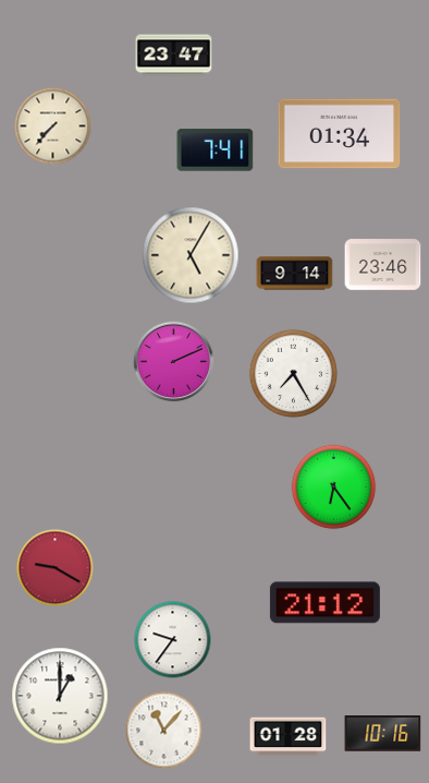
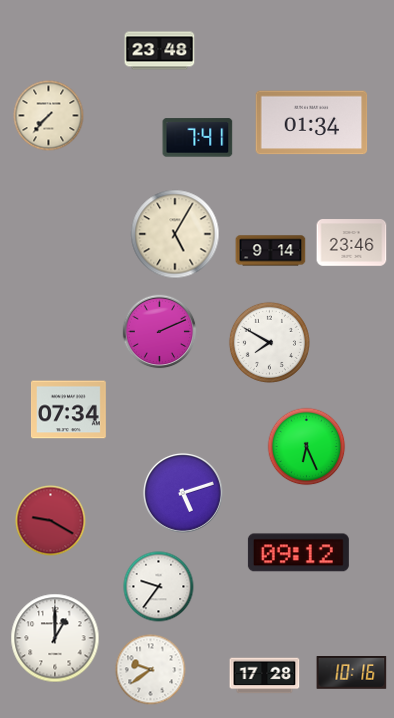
clock at (174, 56): 23:47 -> 23:48
clock at (293, 373): 7:25 -> 7:50
clock at (69, 410): none -> 07:34
clock at (334, 487): 6:24 -> 6:26
clock at (183, 493): none -> 5:12
clock at (324, 603): 21:12 -> 09:12
clock at (164, 731): 11:07 -> 9:39
clock at (289, 737): 01:28 -> 17:28
